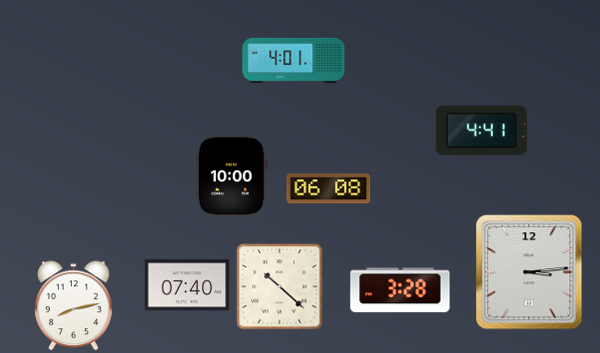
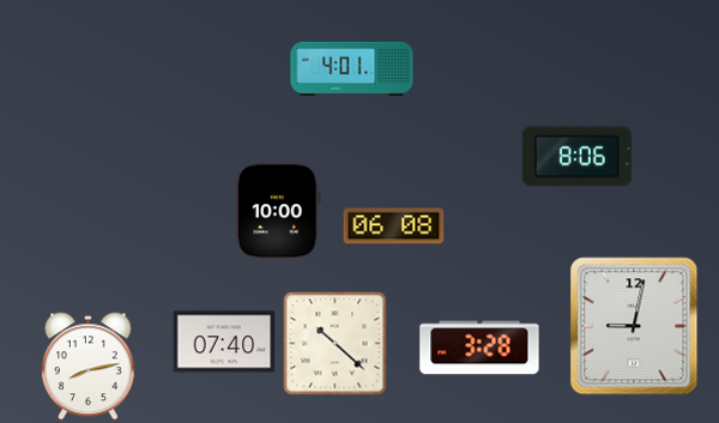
clock at (294, 61) position: (294, 61) -> (352, 70)
clock at (481, 131): 4:41 -> 8:06
clock at (529, 272): 3:14 -> 9:02
